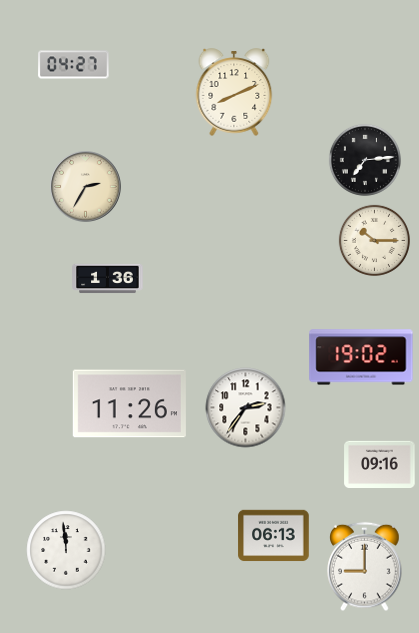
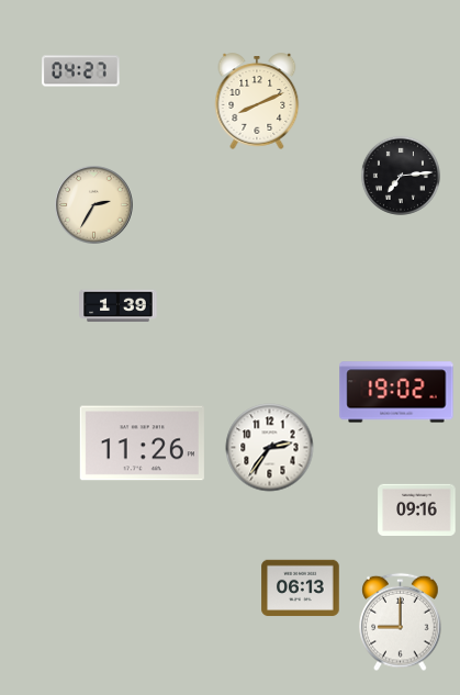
clock at (374, 240): 10:15 -> none
clock at (108, 279): 1:36 -> 1:39
clock at (66, 550): 11:59 -> none
